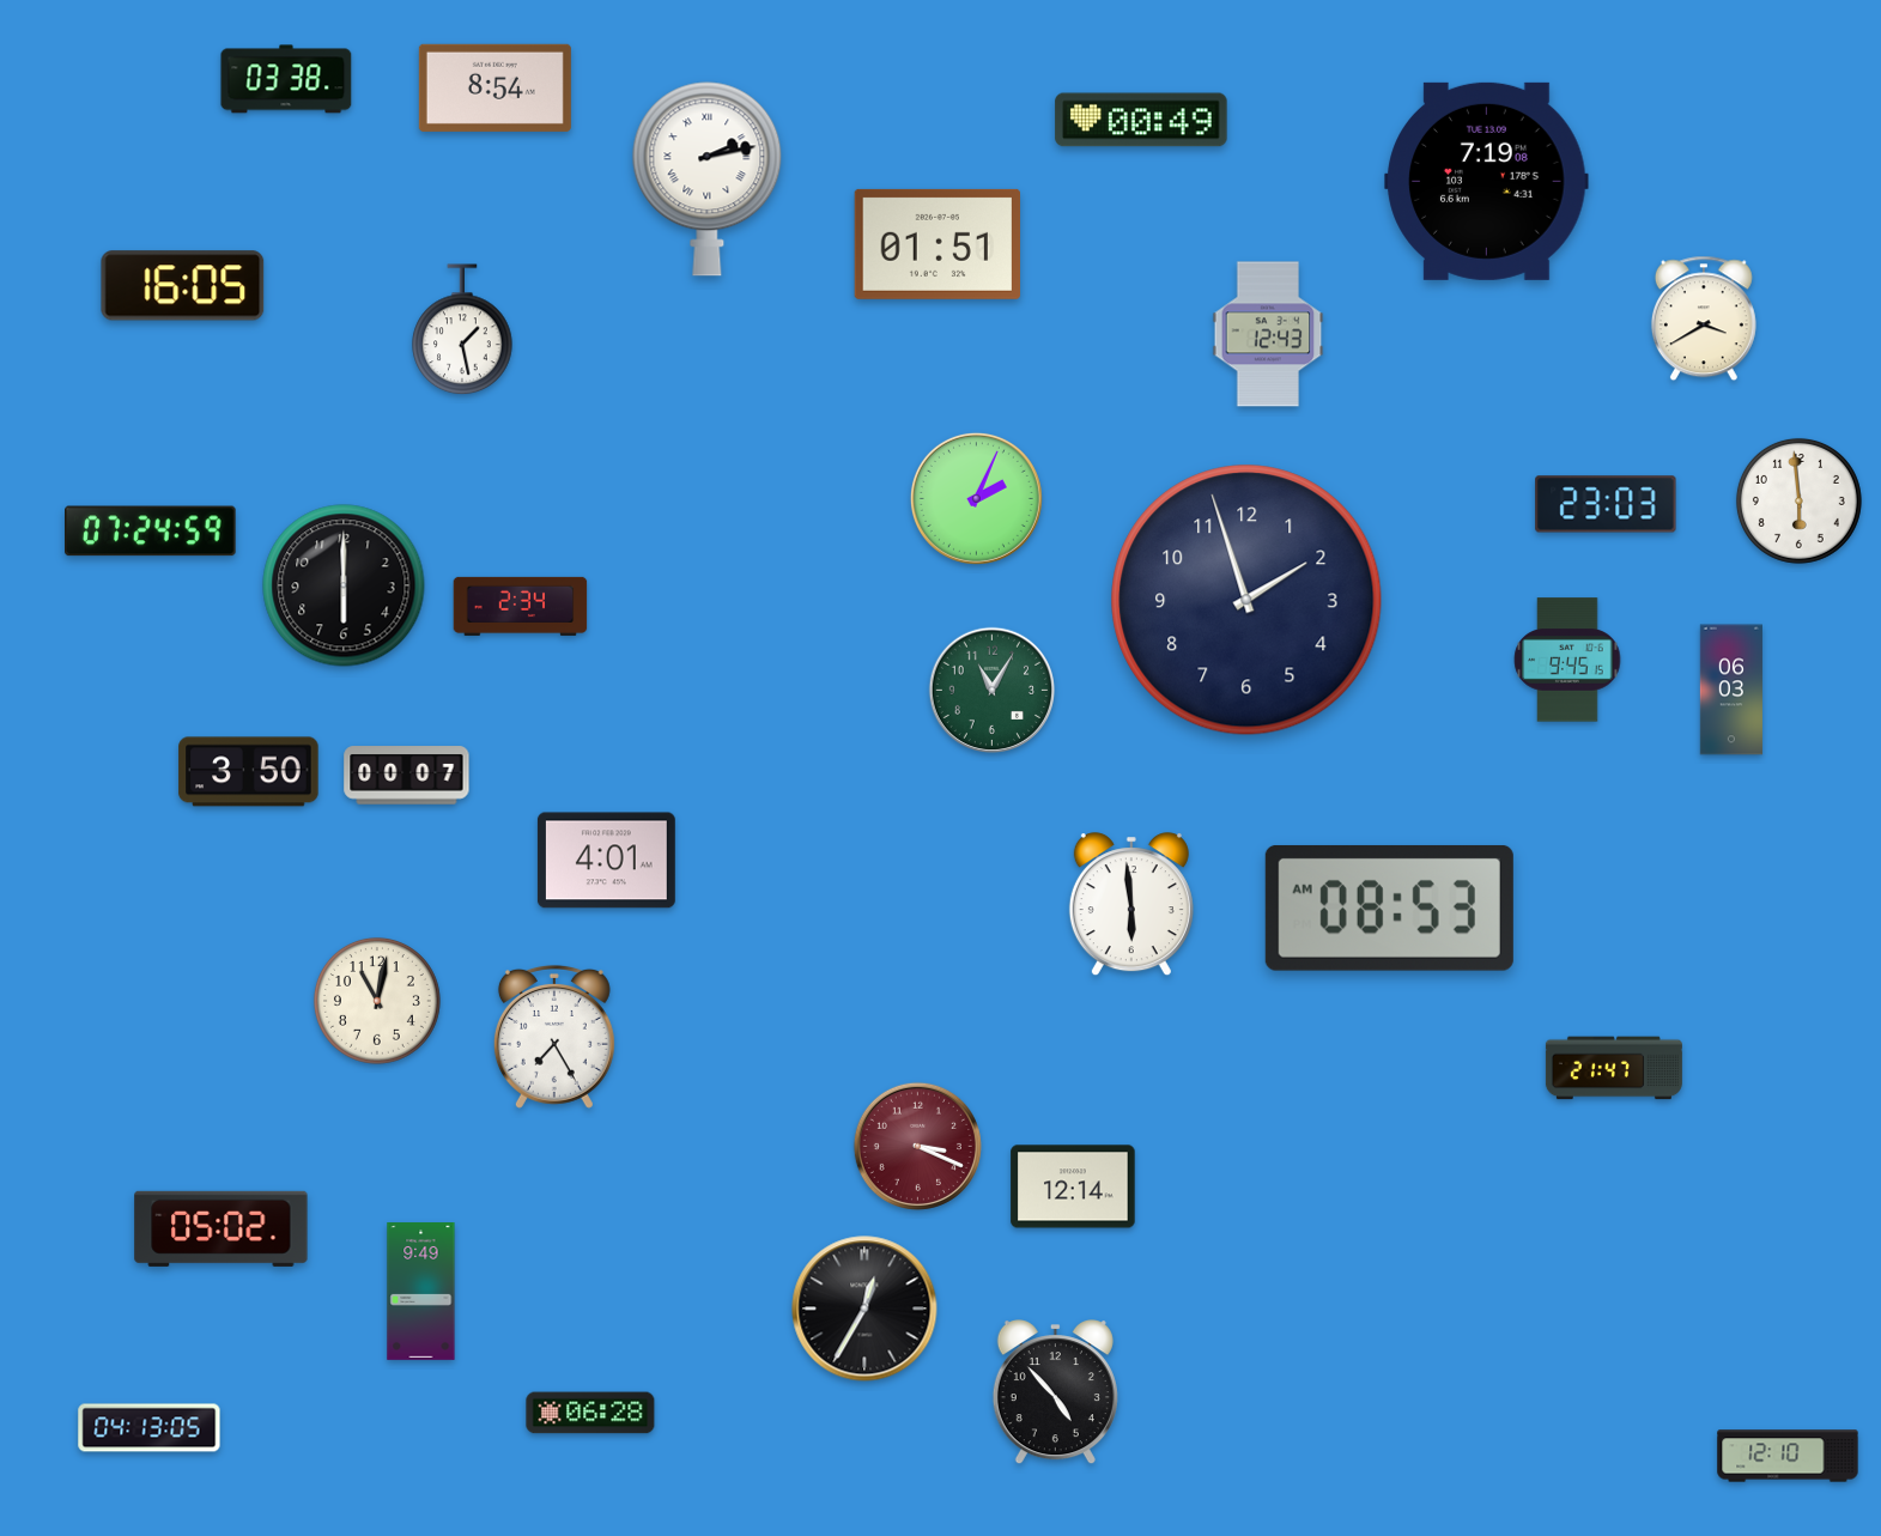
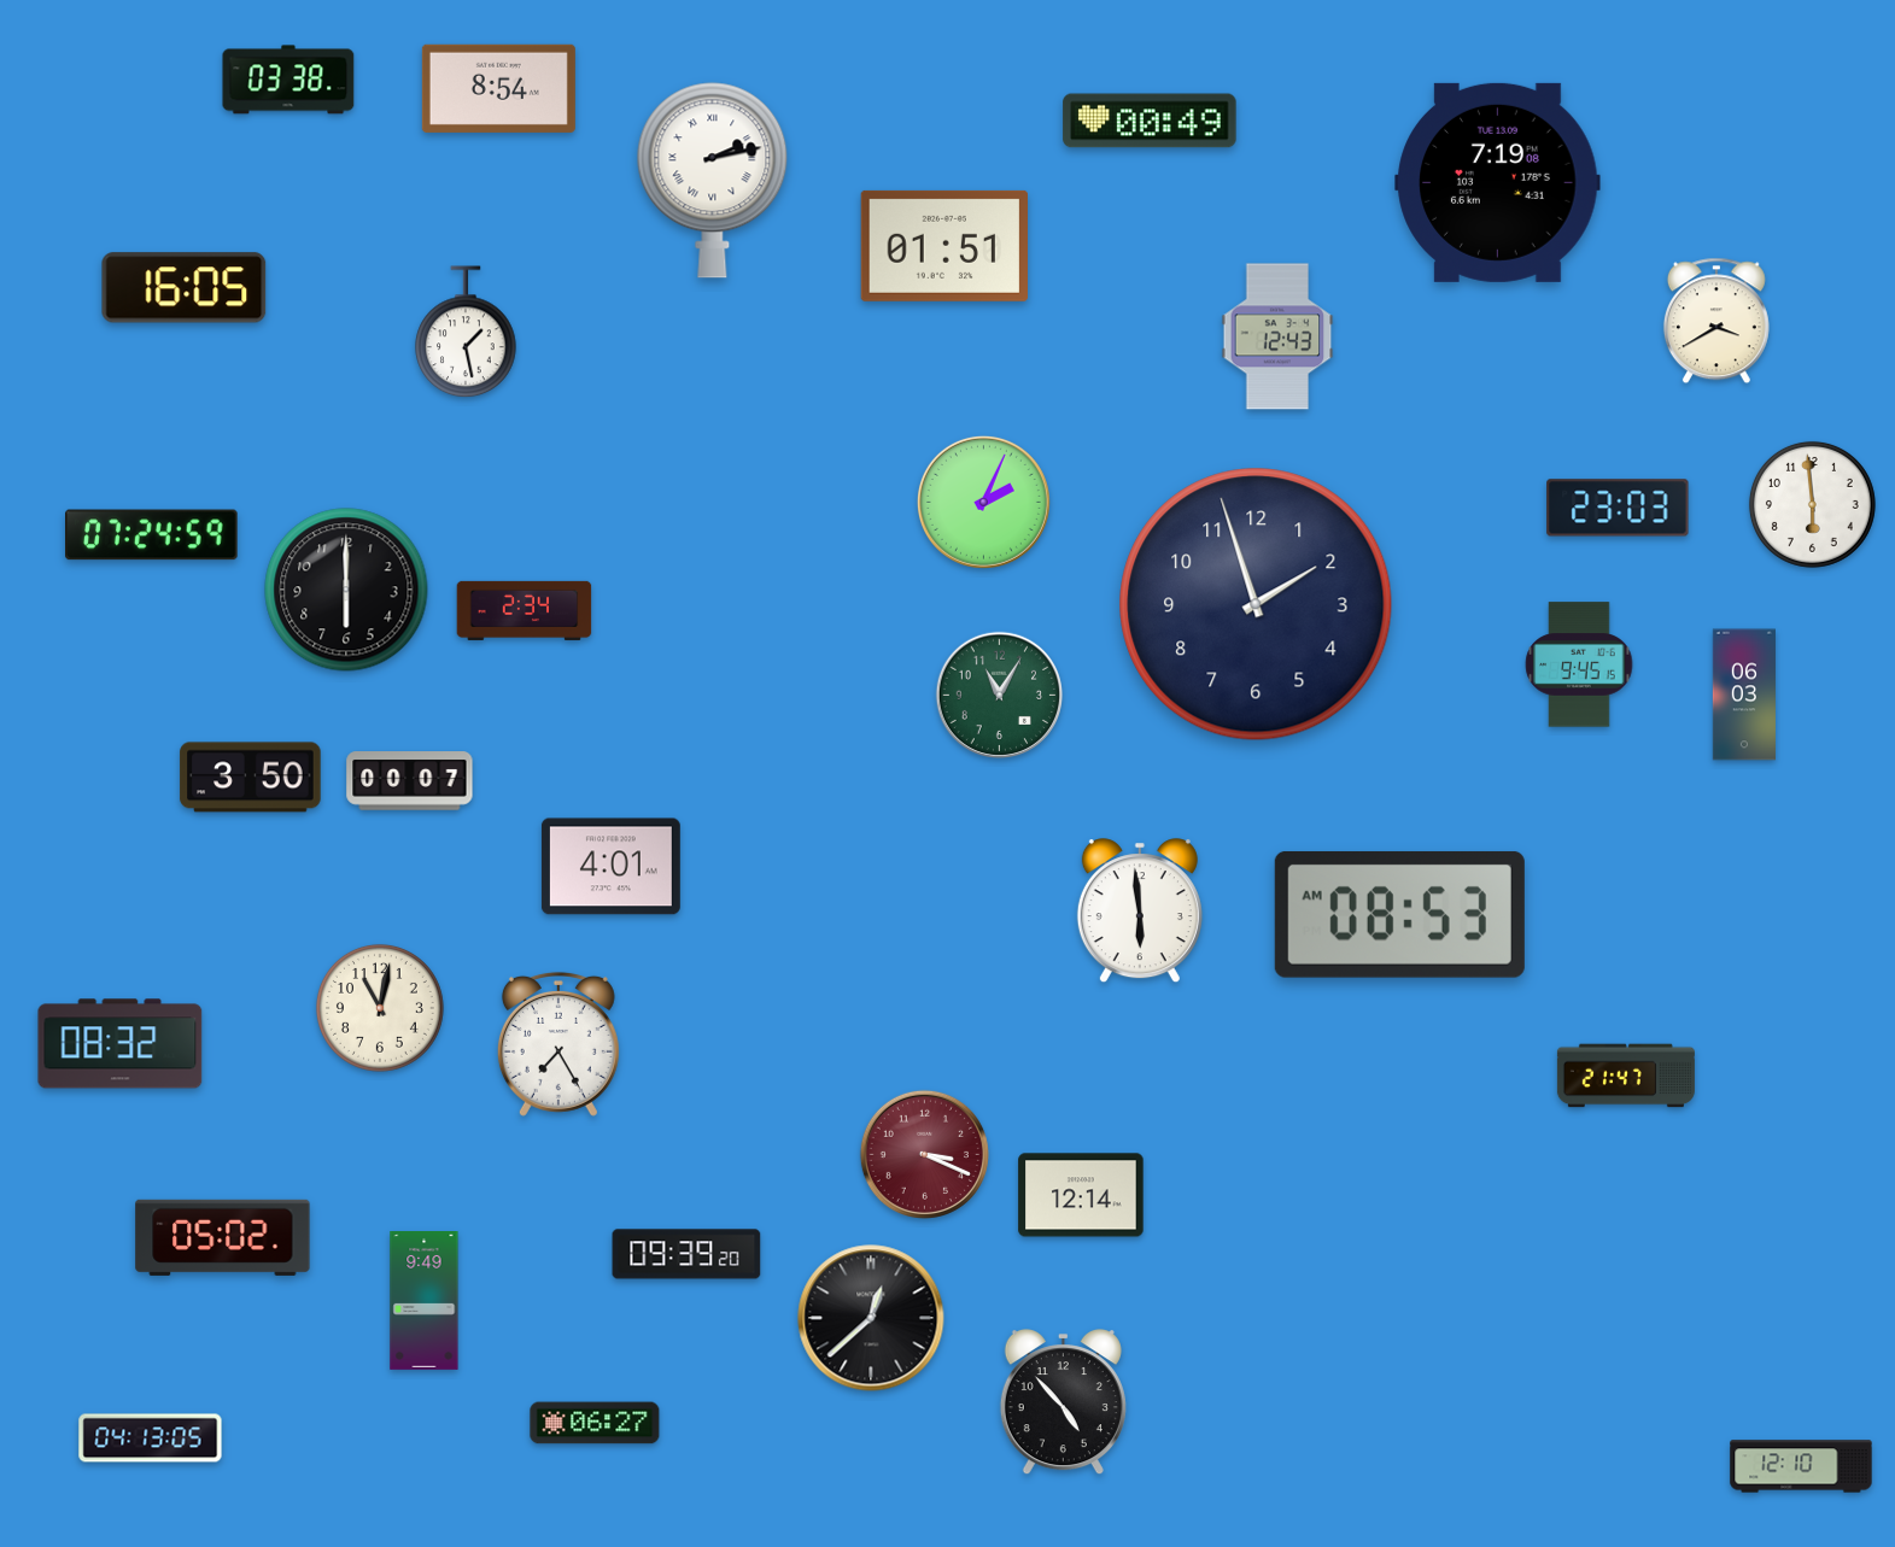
clock at (121, 1044): none -> 08:32
clock at (686, 1254): none -> 09:39
clock at (864, 1309): 12:35 -> 12:38
clock at (590, 1413): 06:28 -> 06:27
